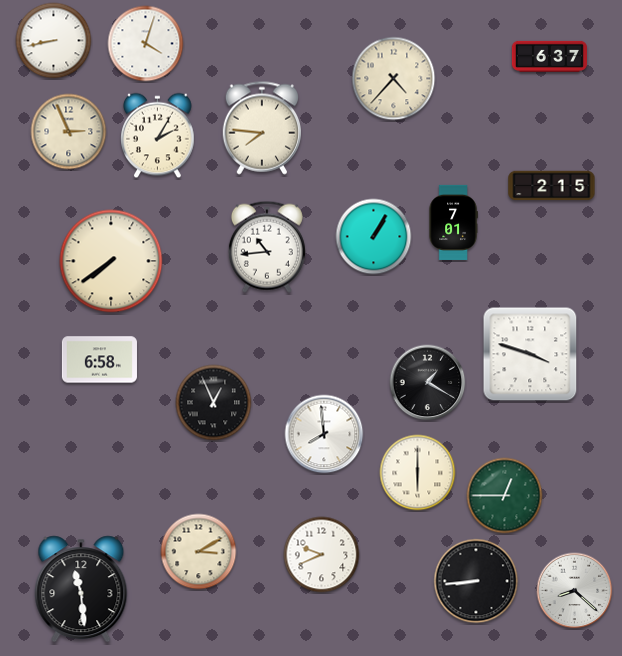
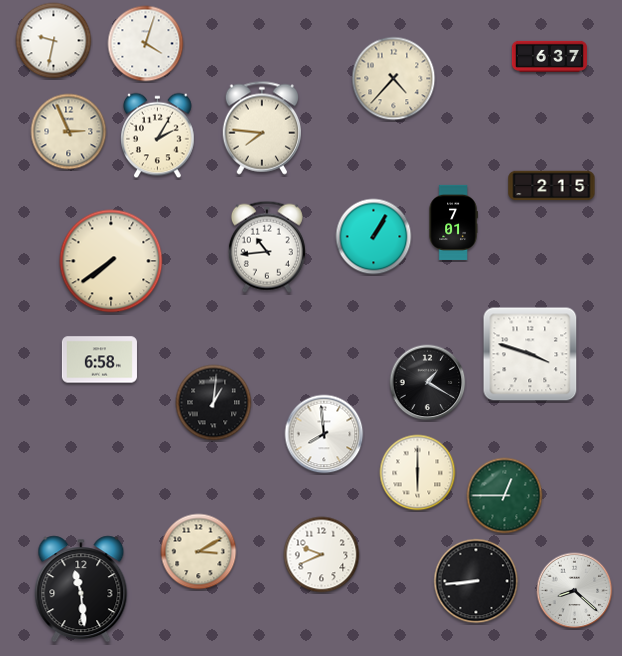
clock at (54, 41): 8:43 -> 9:32
clock at (214, 403): 12:56 -> 1:01
